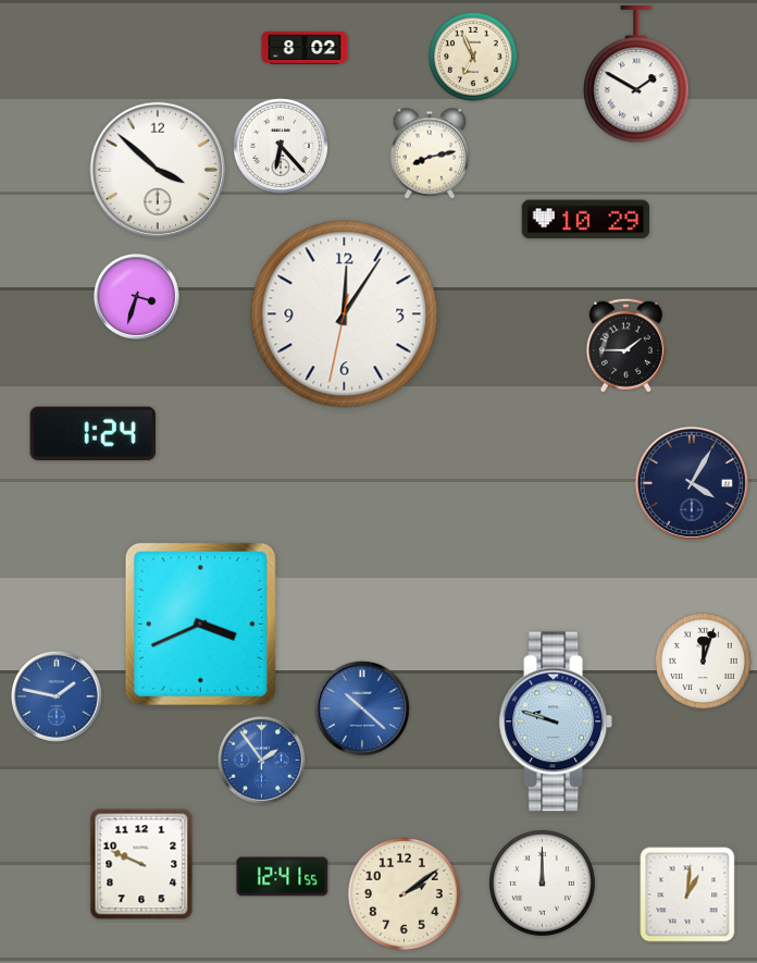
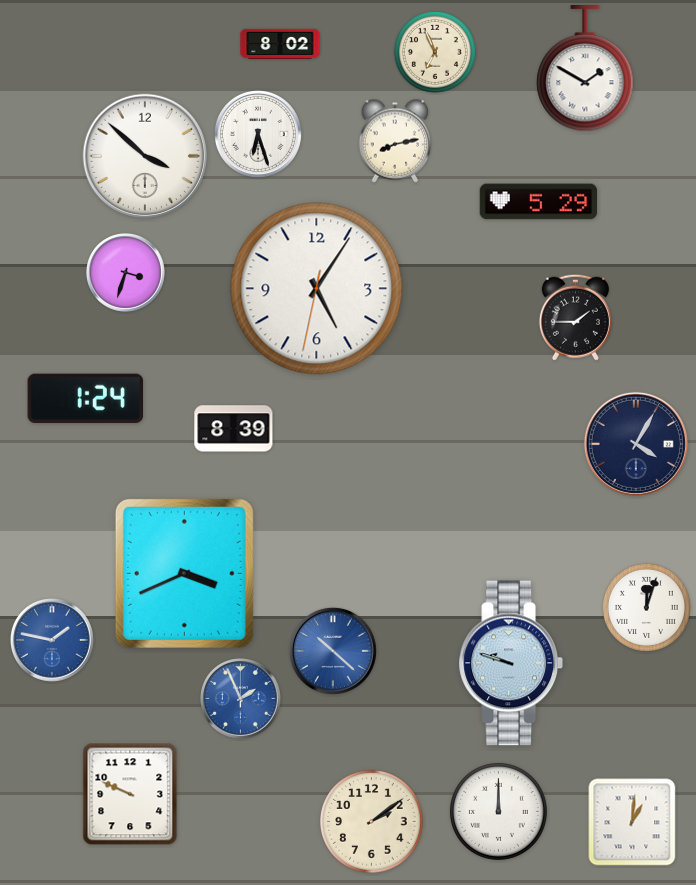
clock at (281, 146): 6:23 -> 6:27
clock at (586, 220): 10:29 -> 5:29
clock at (345, 314): 12:05 -> 5:05
clock at (234, 429): none -> 8:39
clock at (262, 761): 1:54 -> 1:56
clock at (283, 877): 12:41 -> none
